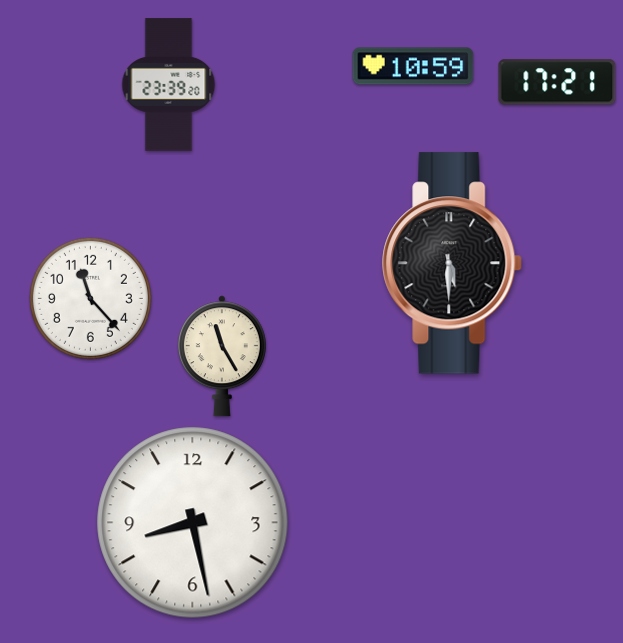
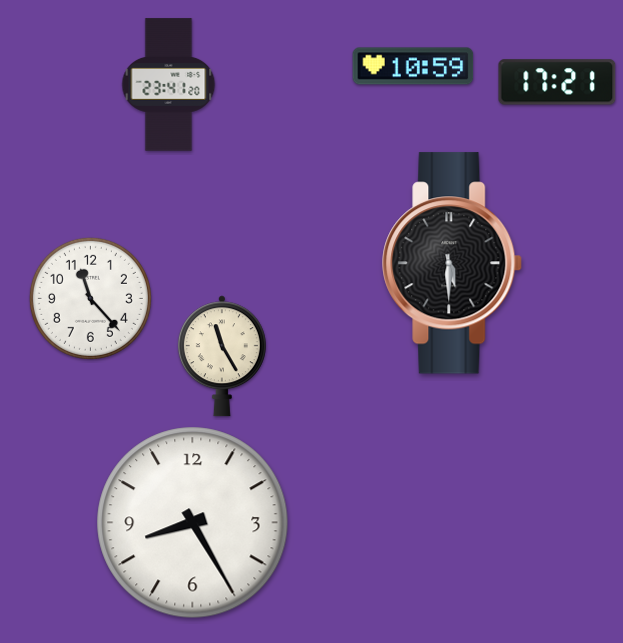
clock at (169, 85): 23:39 -> 23:41
clock at (193, 523): 8:28 -> 8:25
